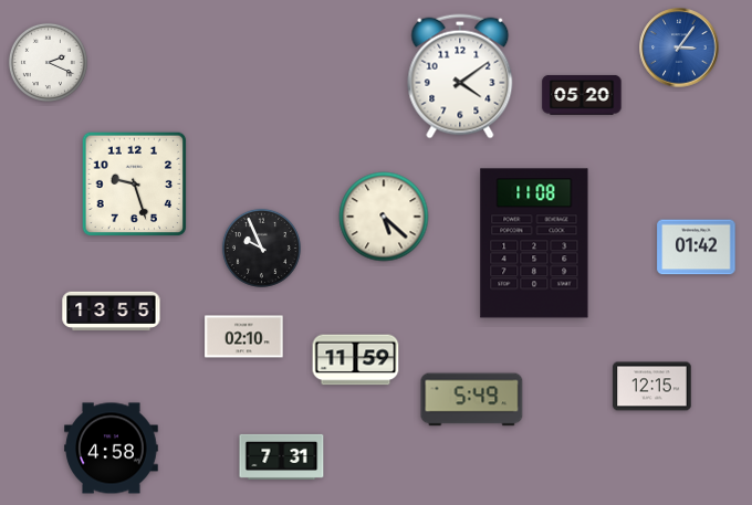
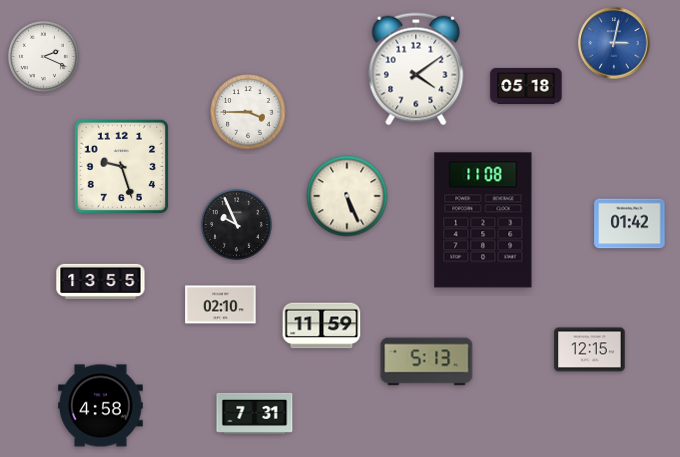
clock at (679, 48): 3:06 -> 3:02
clock at (582, 95): 05:20 -> 05:18
clock at (248, 112): none -> 3:45
clock at (384, 217): 5:22 -> 5:26
clock at (472, 400): 5:49 -> 5:13
